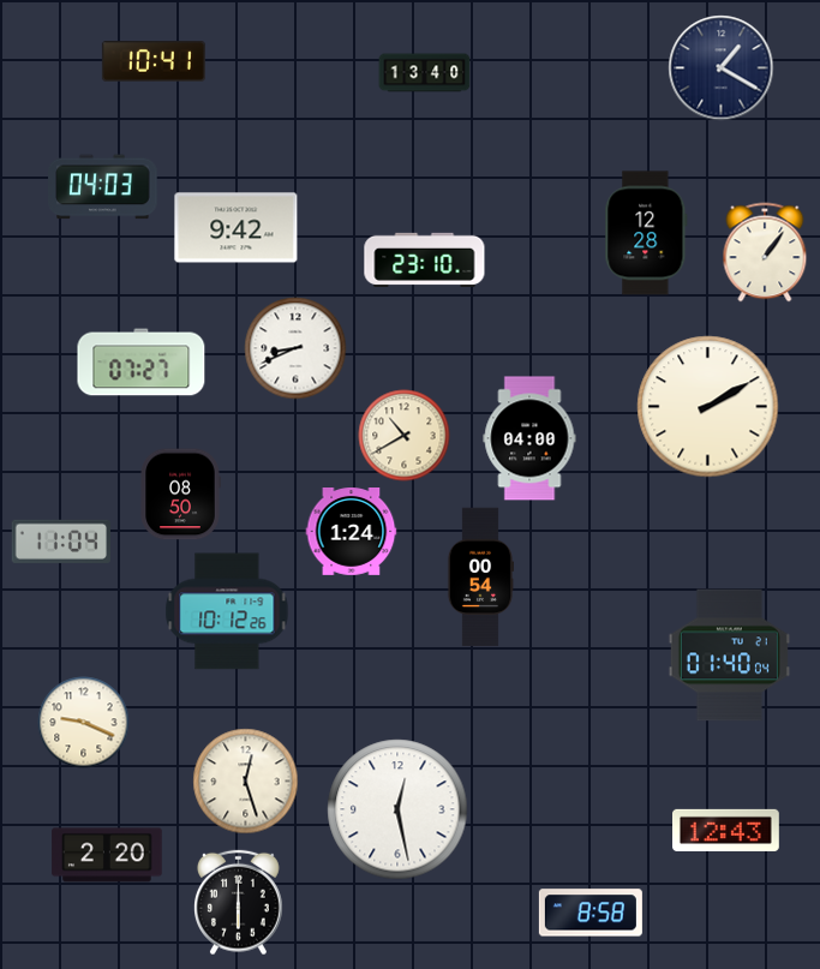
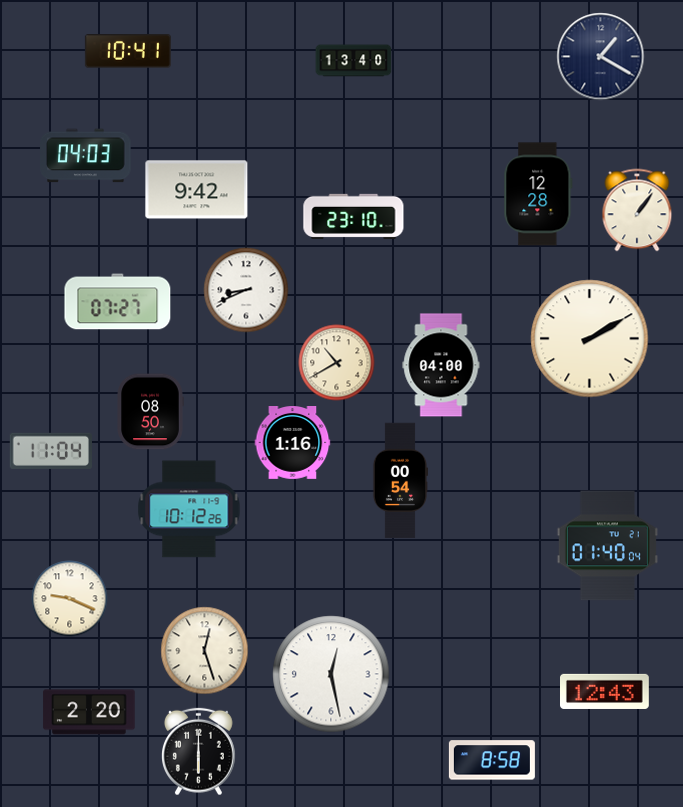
clock at (352, 532): 1:24 -> 1:16
clock at (84, 723) position: (84, 723) -> (70, 599)
